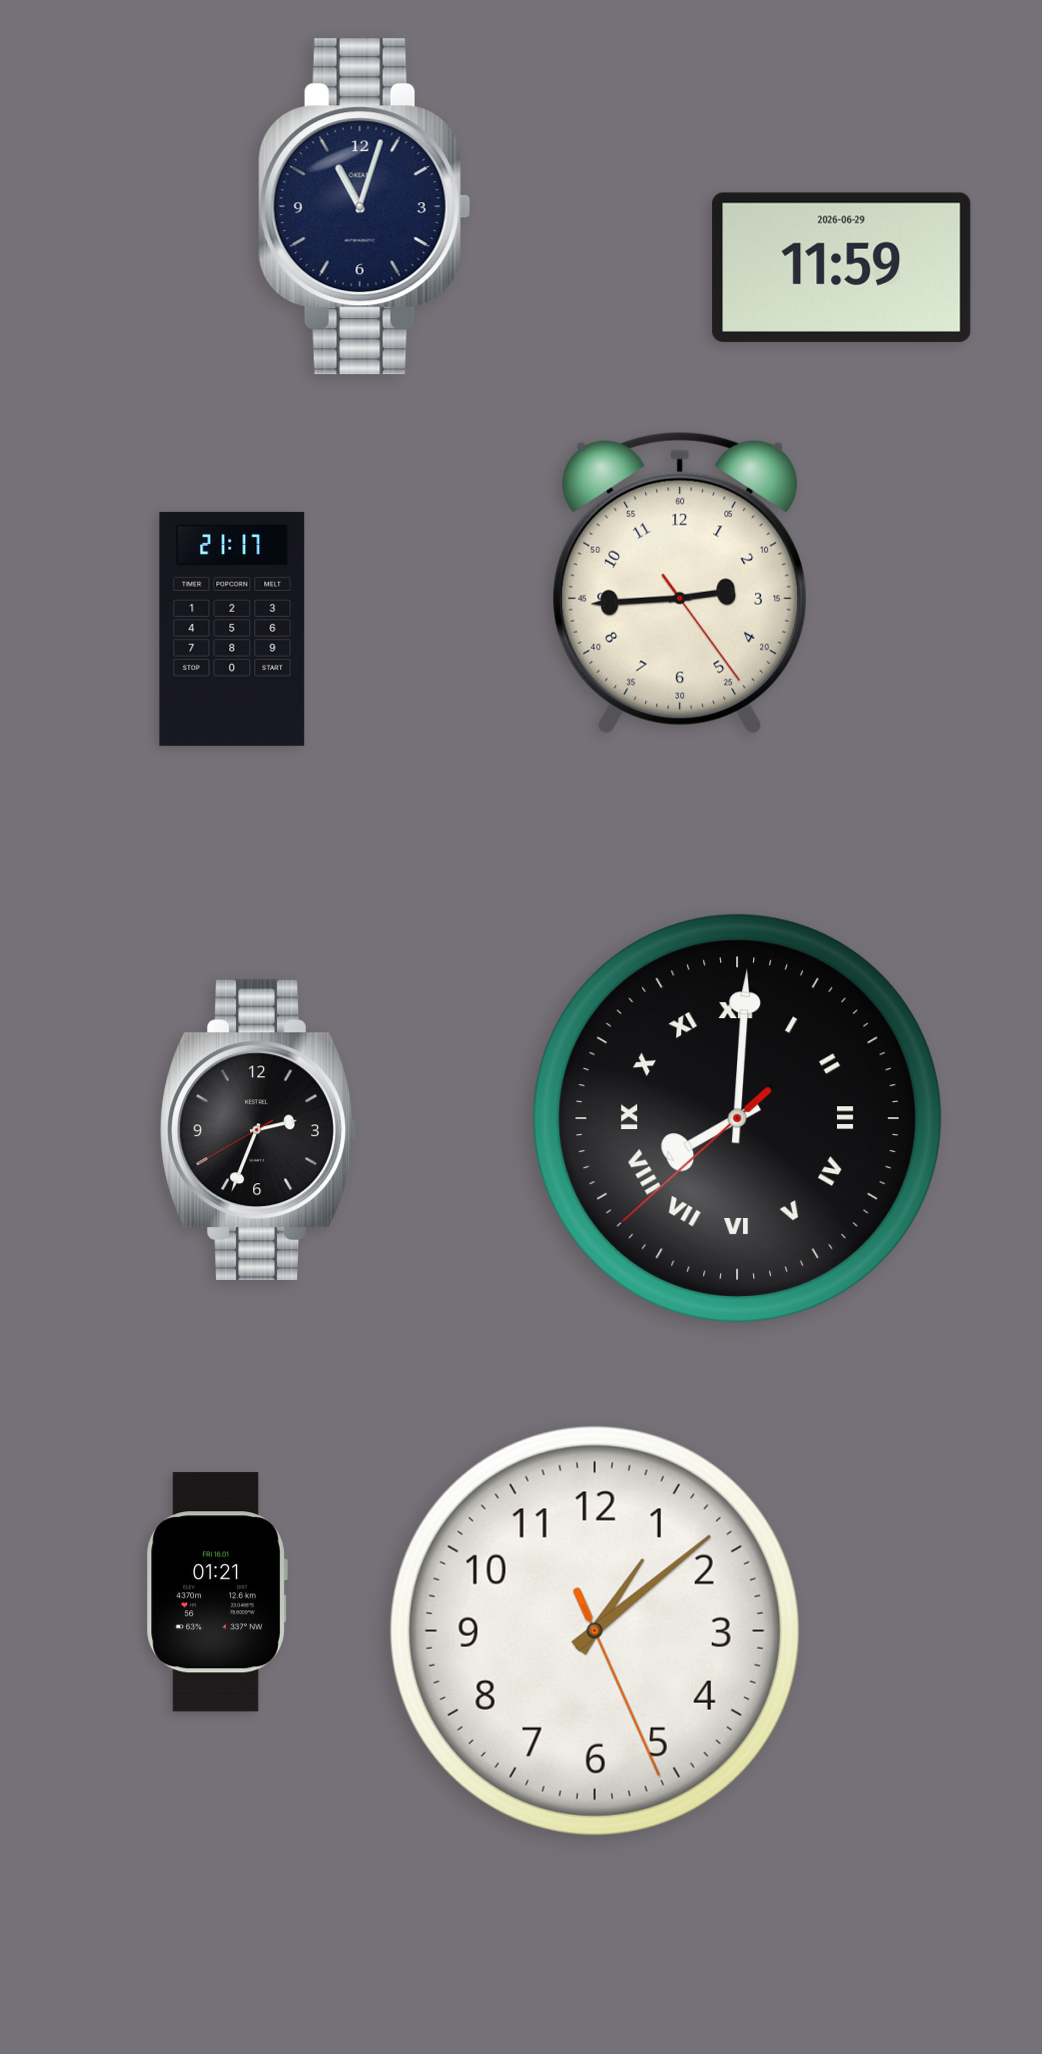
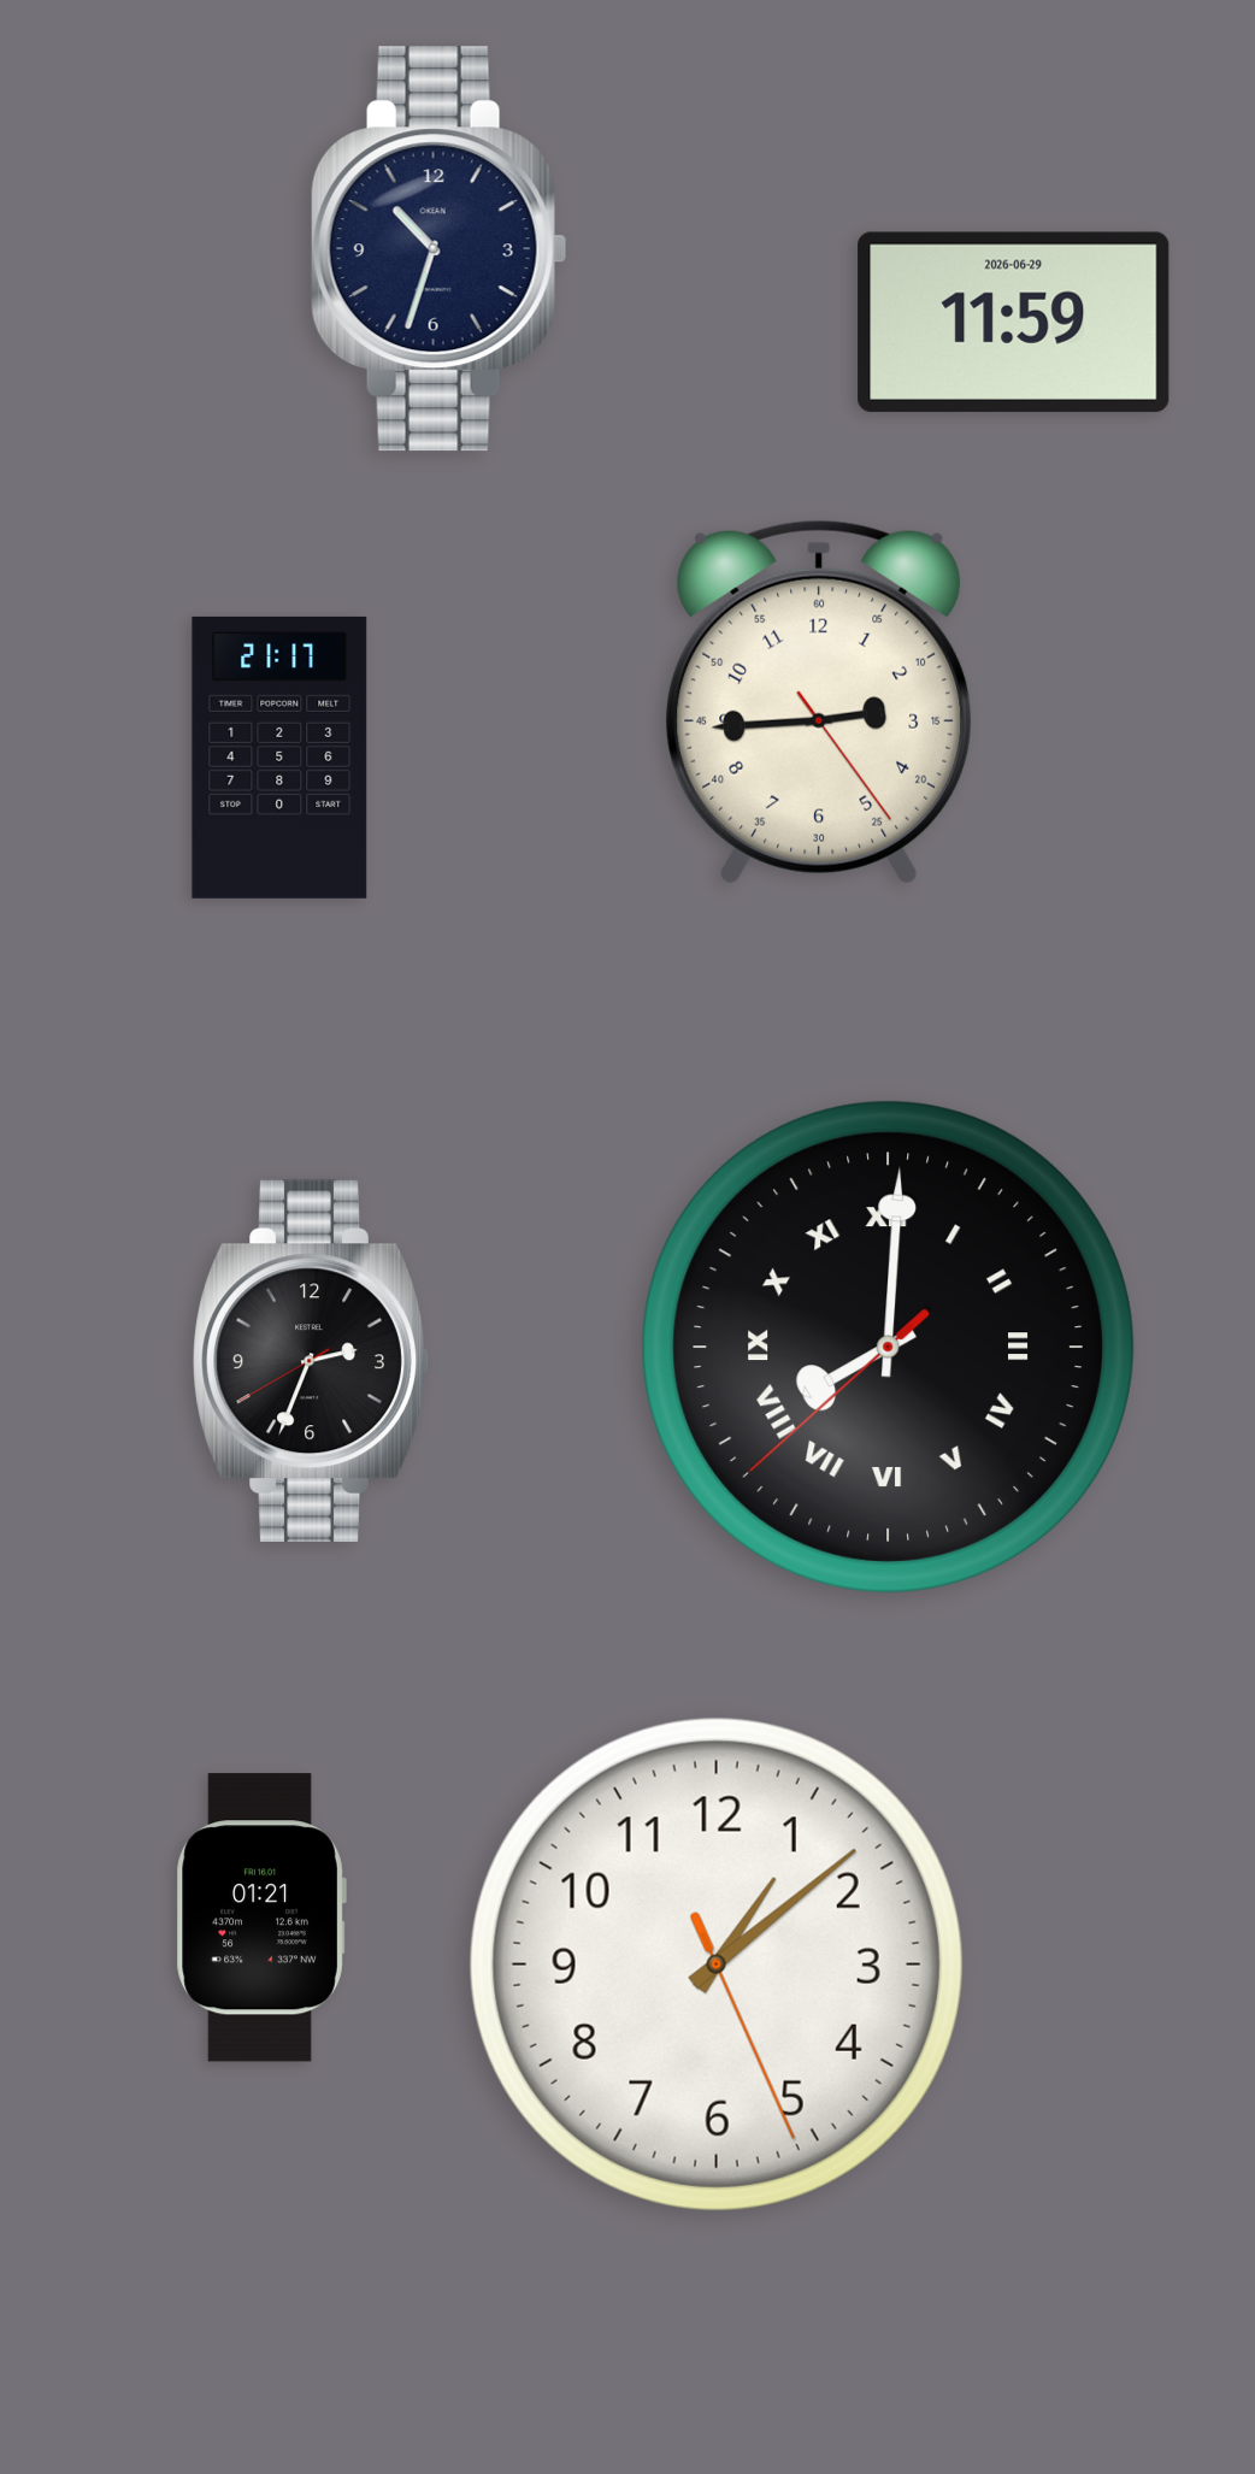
clock at (364, 207): 11:03 -> 10:33
